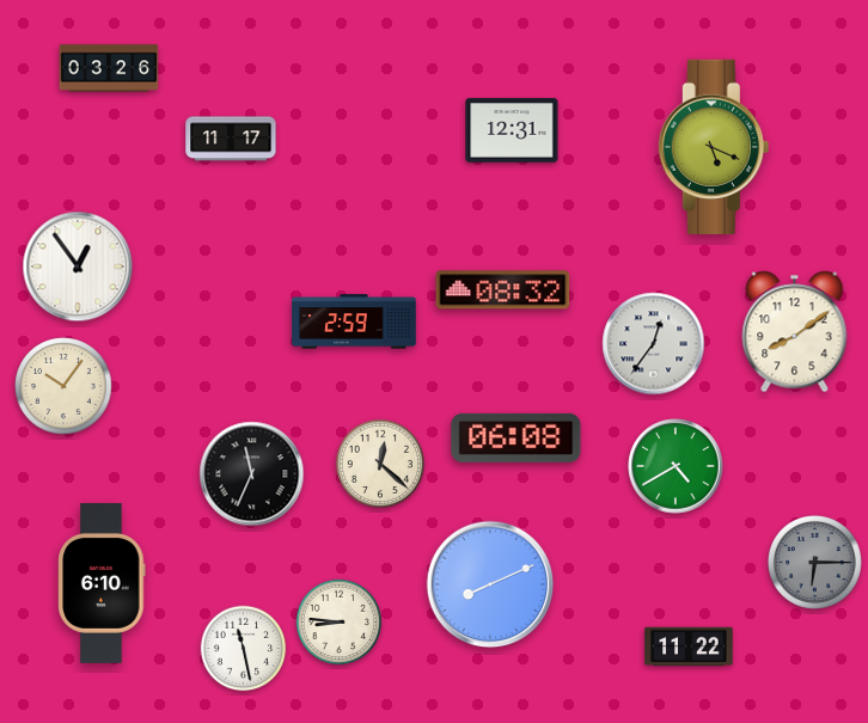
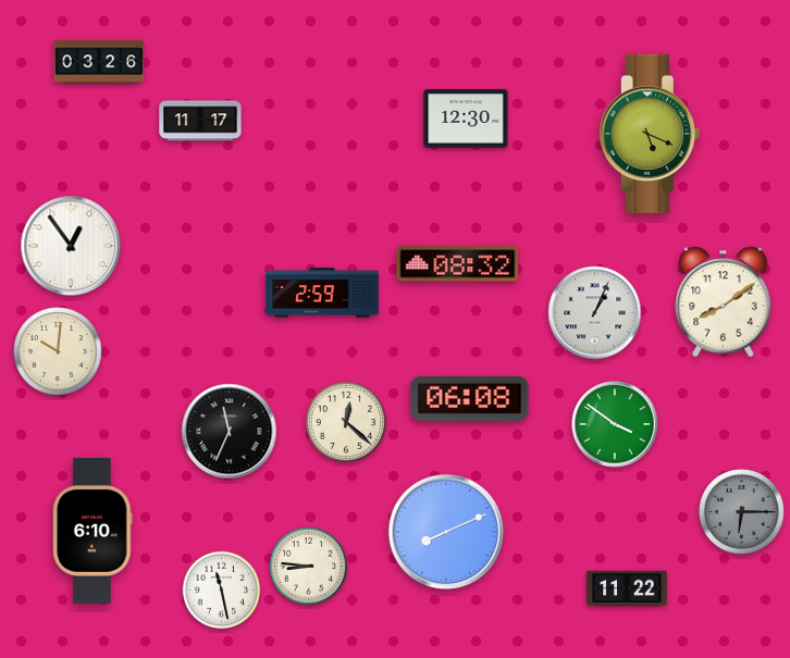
clock at (512, 130): 12:31 -> 12:30
clock at (231, 139) position: (231, 139) -> (200, 121)
clock at (78, 266) position: (78, 266) -> (71, 246)
clock at (654, 344): 12:36 -> 1:04
clock at (63, 386): 10:06 -> 10:01
clock at (676, 466): 4:40 -> 3:51
